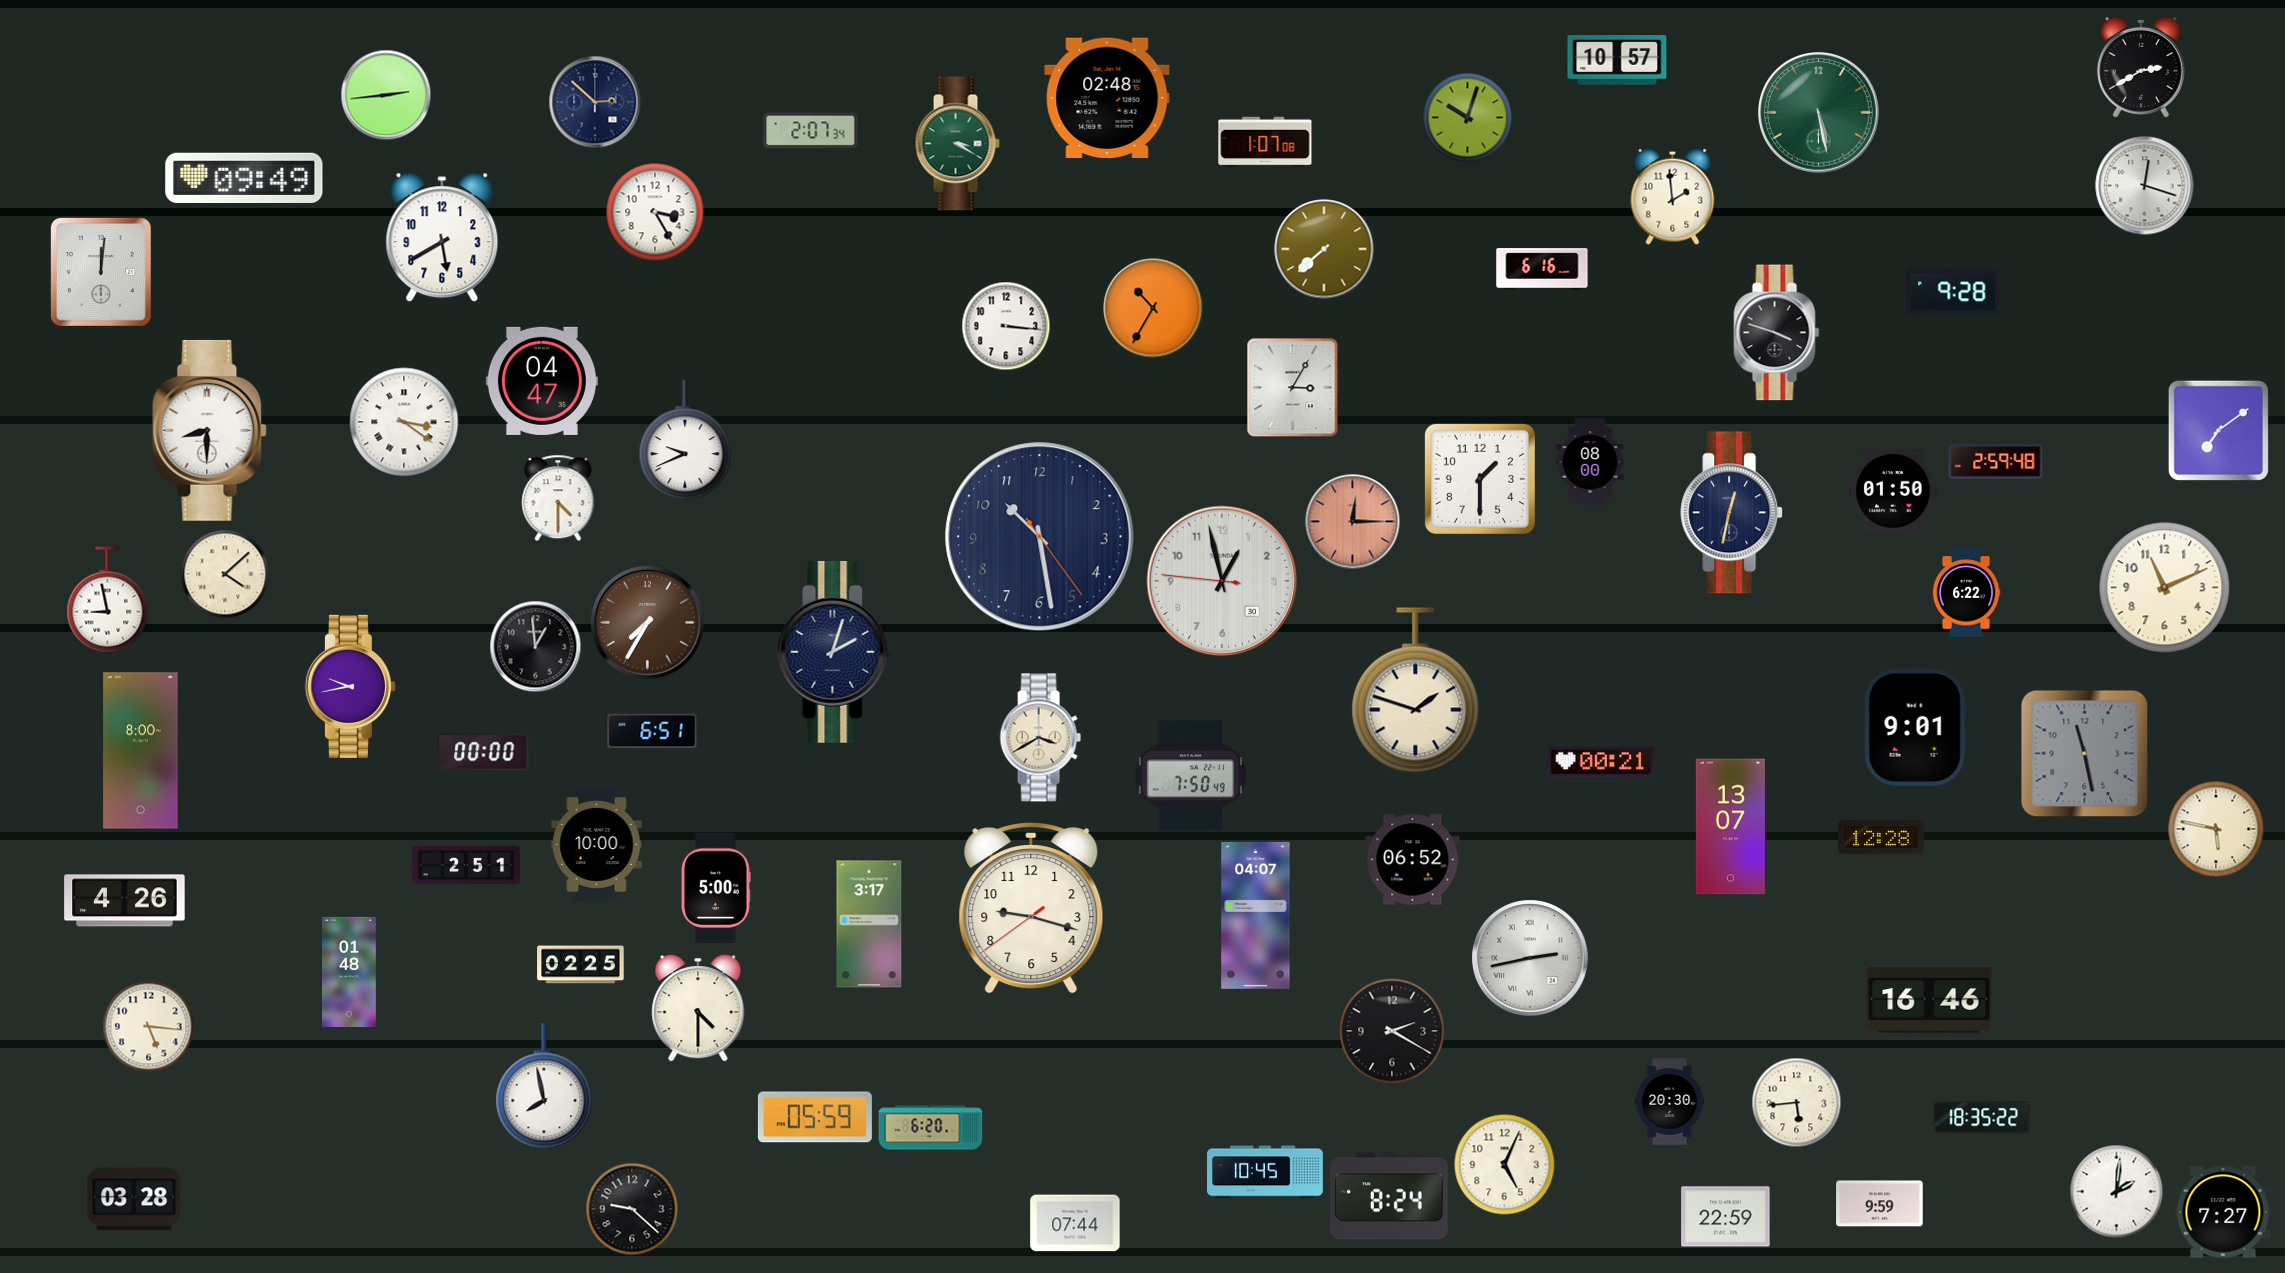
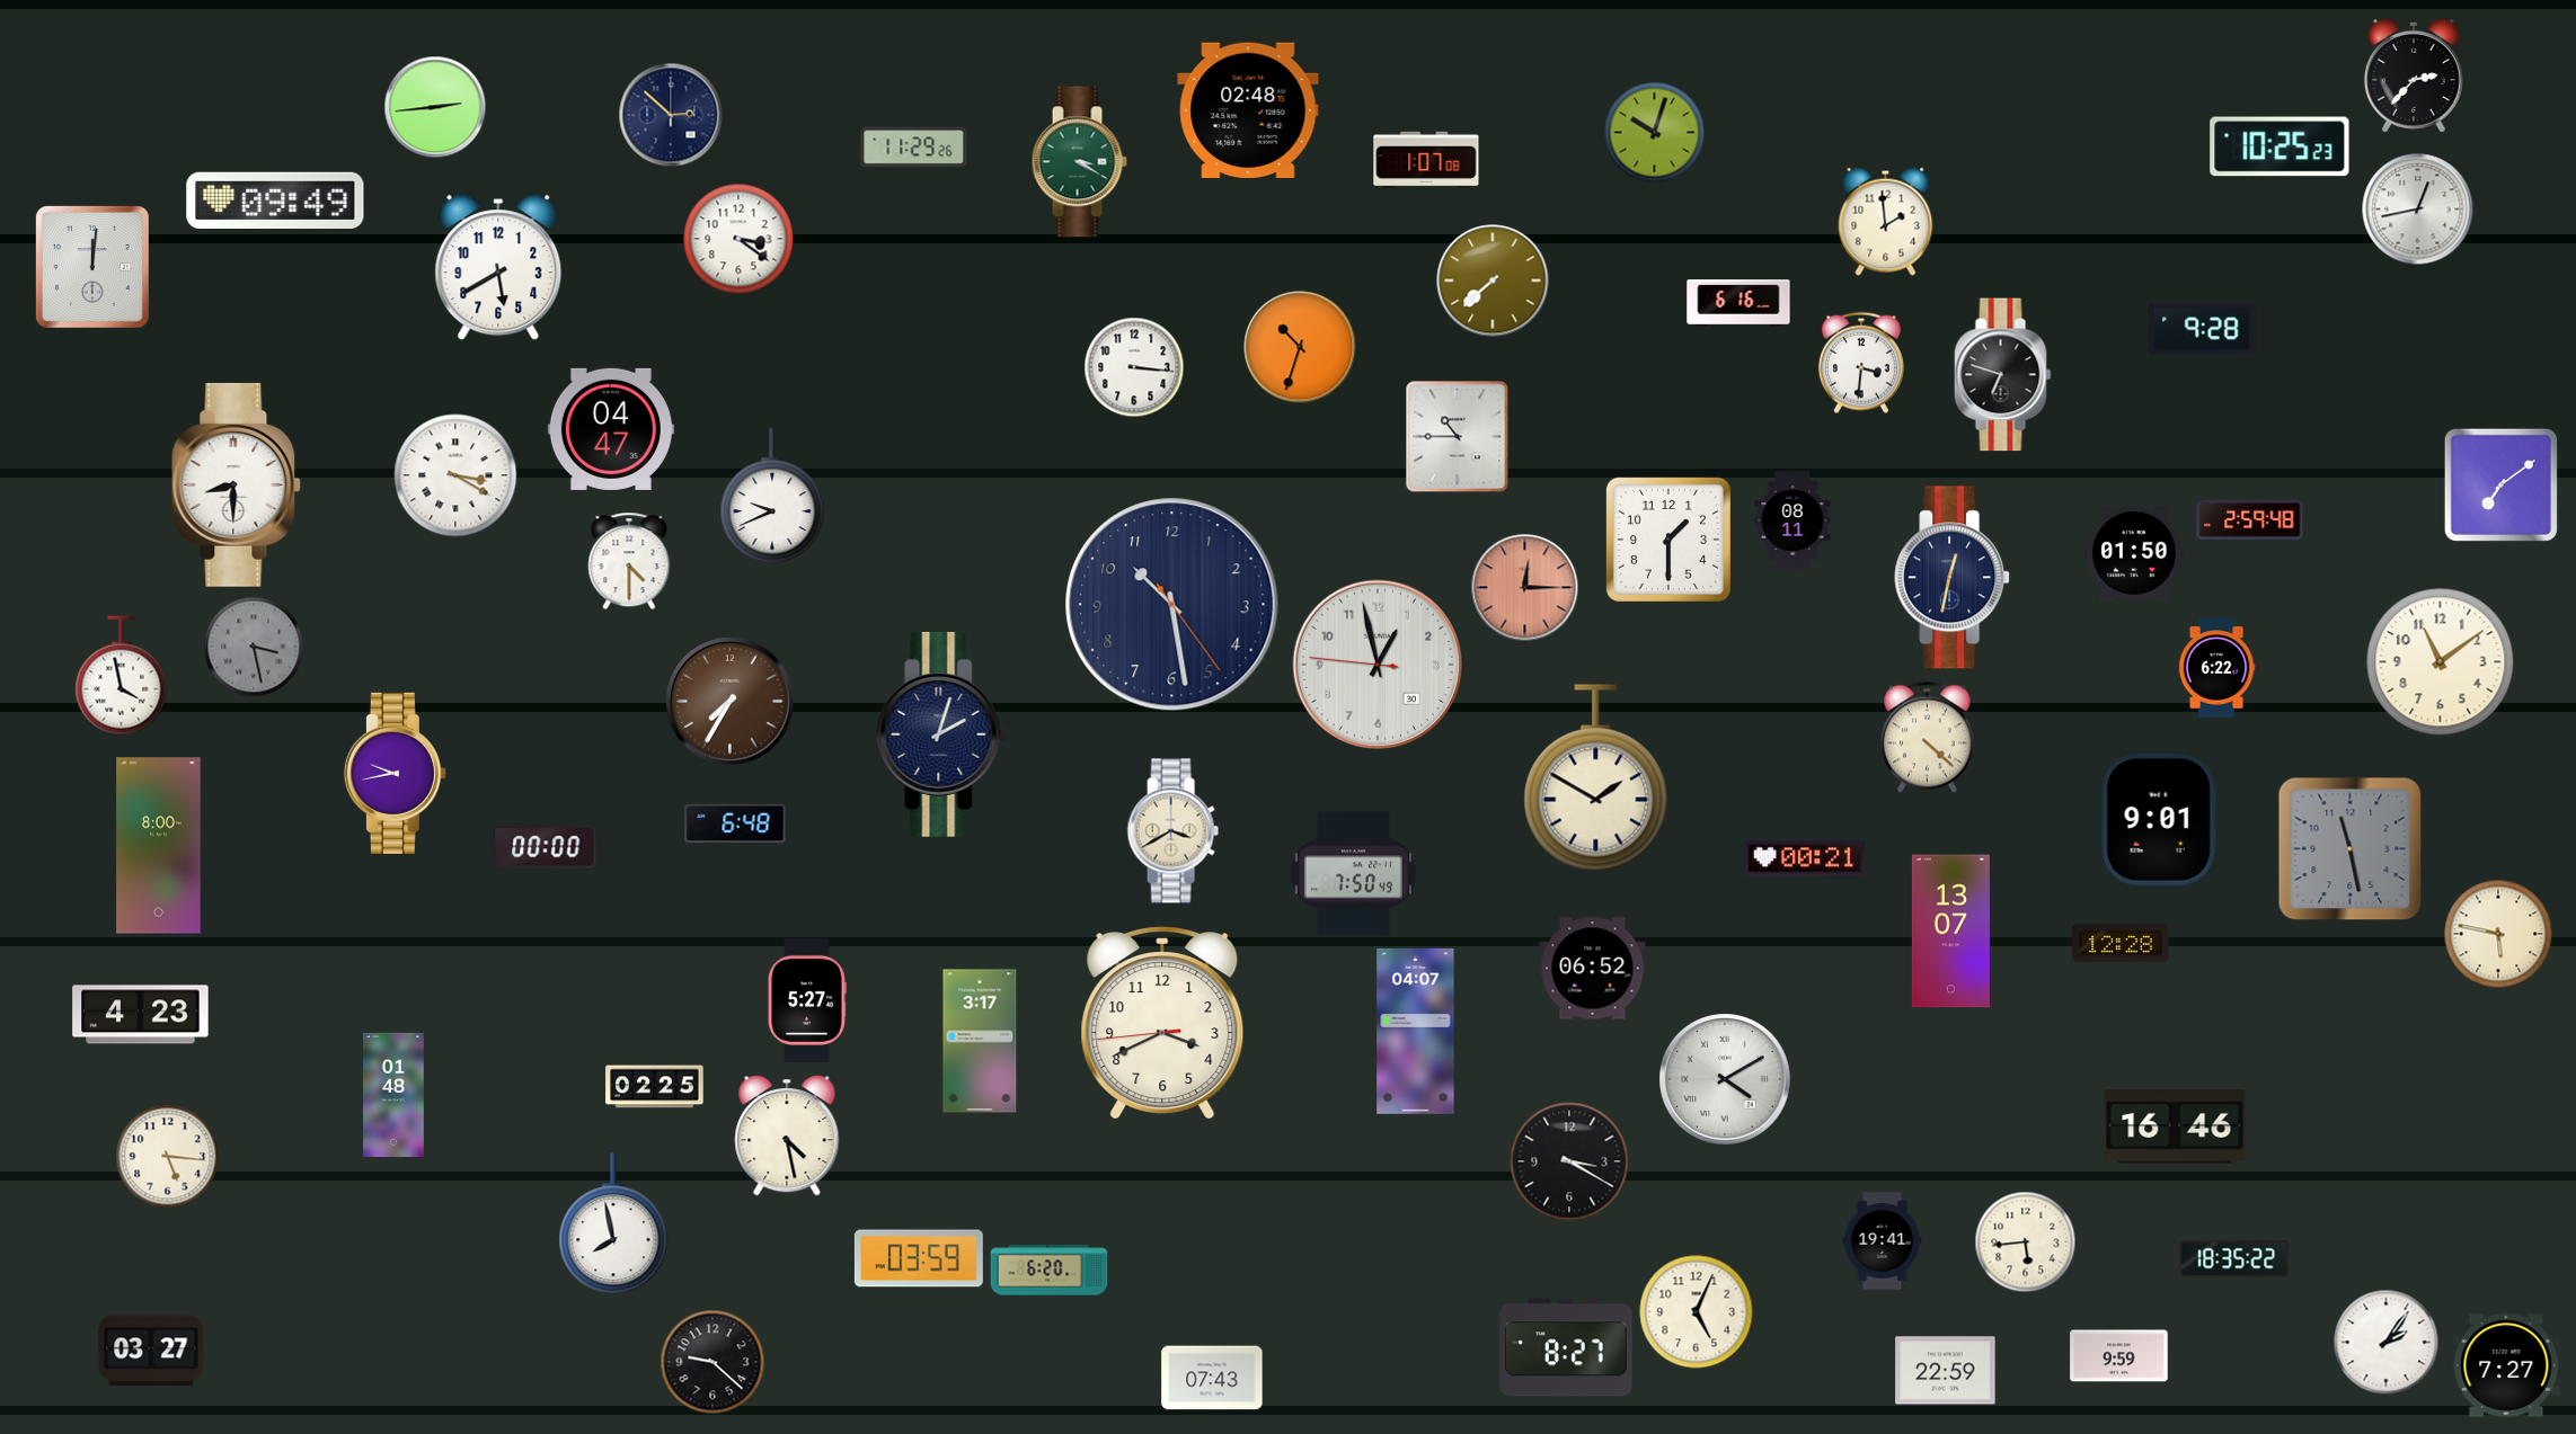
clock at (1617, 60): 10:57 -> none
clock at (2141, 67): 2:40 -> 2:37
clock at (1819, 113): 5:28 -> none
clock at (2280, 146): none -> 10:25
clock at (811, 131): 2:07 -> 11:29
clock at (2145, 186): 12:18 -> 12:43
clock at (655, 212): 3:25 -> 3:21
clock at (101, 272) position: (101, 272) -> (92, 267)
clock at (1153, 308): 10:35 -> 10:33
clock at (1861, 363): none -> 3:31
clock at (1777, 333): 3:48 -> 6:48
clock at (1293, 388): 3:05 -> 10:45
clock at (404, 422): 3:21 -> 3:20
clock at (1590, 462): 08:00 -> 08:11
clock at (225, 574): 4:08 -> 3:28
clock at (225, 574) dial: cream -> grey
clock at (1222, 581) position: (1222, 581) -> (1378, 665)
clock at (2165, 588): 11:11 -> 11:09
clock at (108, 600): 8:58 -> 3:58
clock at (536, 647): 12:59 -> none
clock at (1927, 738): none -> 4:22
clock at (1416, 691): 1:48 -> 1:50
clock at (652, 731): 6:51 -> 6:48
clock at (1190, 776) position: (1190, 776) -> (1353, 874)
clock at (597, 844): 10:00 -> none
clock at (466, 865): 2:51 -> none
clock at (716, 888): 5:00 -> 5:27
clock at (125, 901): 4:26 -> 4:23
clock at (1031, 908): 9:17 -> 3:40
clock at (1530, 958): 2:43 -> 4:10
clock at (698, 1008): 4:30 -> 4:28
clock at (1392, 1031): 2:20 -> 3:20
clock at (1670, 1102): 20:30 -> 19:41
clock at (815, 1117): 05:59 -> 03:59
clock at (1266, 1172): 10:45 -> none
clock at (2117, 1192): 2:01 -> 2:06
clock at (1390, 1196): 8:24 -> 8:27
clock at (134, 1199): 03:28 -> 03:27
clock at (1075, 1223): 07:44 -> 07:43
